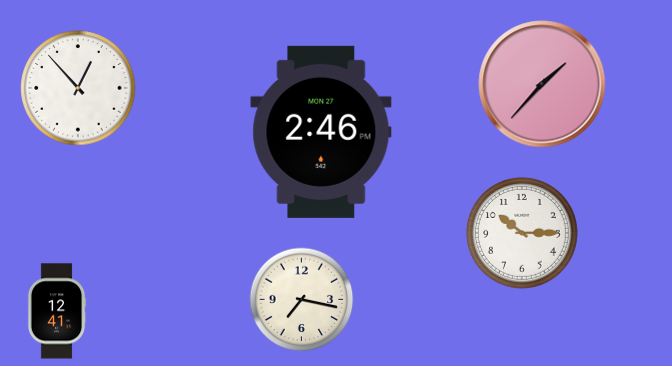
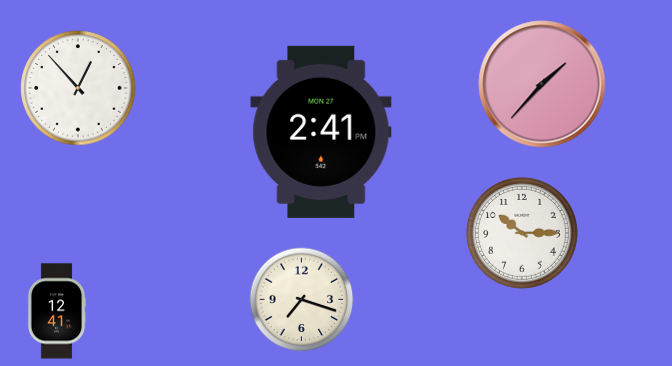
clock at (321, 132): 2:46 -> 2:41
clock at (302, 300): 7:17 -> 7:18
